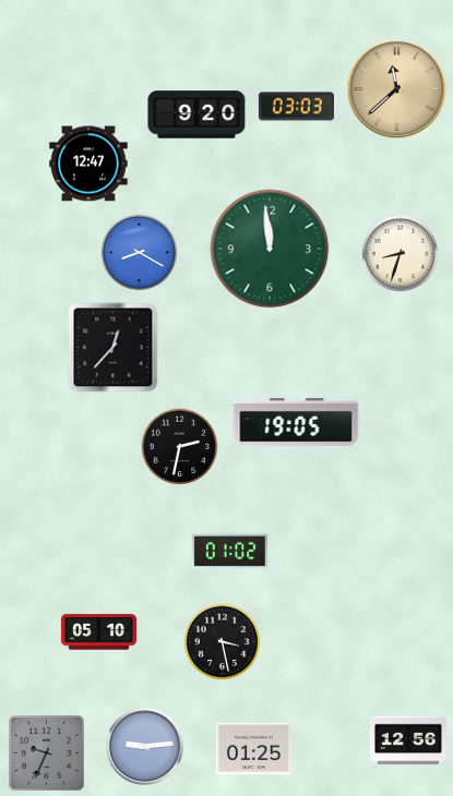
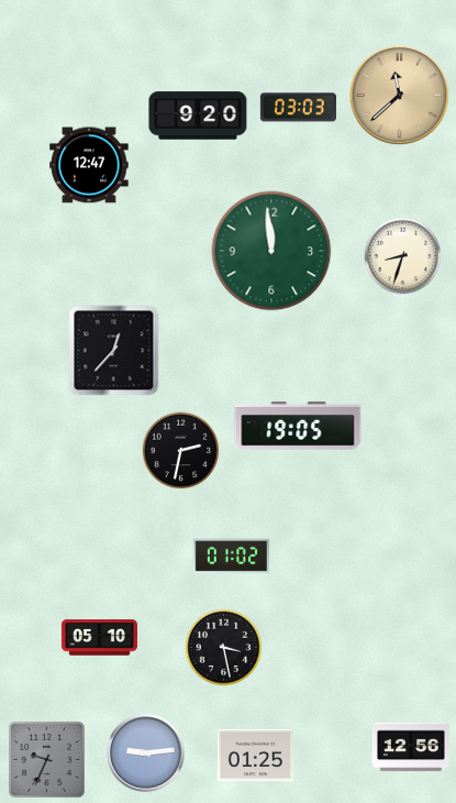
clock at (397, 89) position: (397, 89) -> (400, 96)
clock at (140, 253): 8:20 -> none
